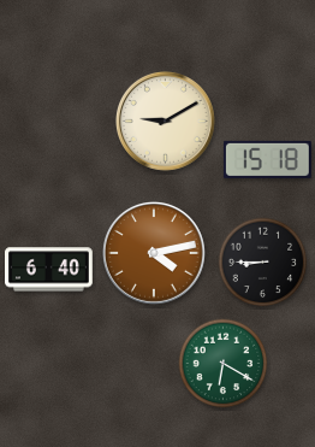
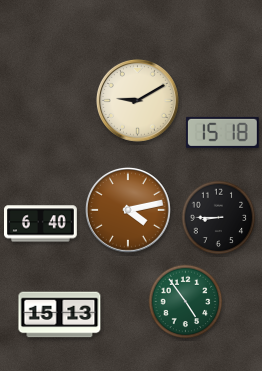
clock at (224, 364): 6:20 -> 4:54
clock at (60, 315): none -> 15:13
